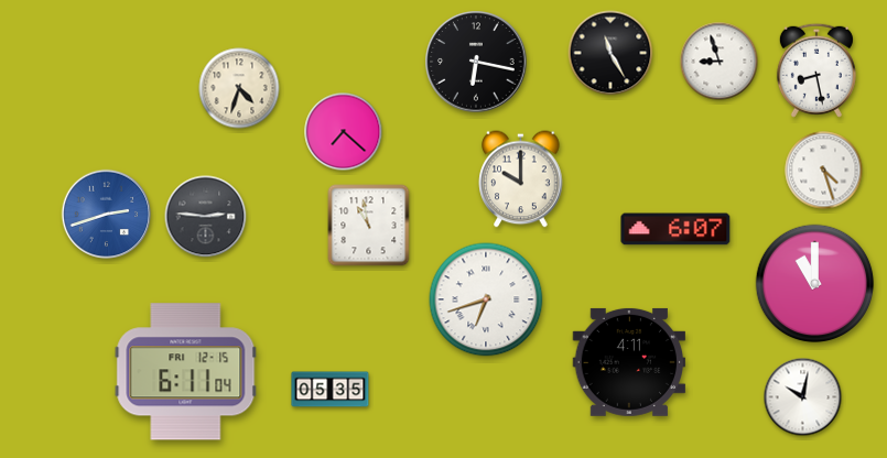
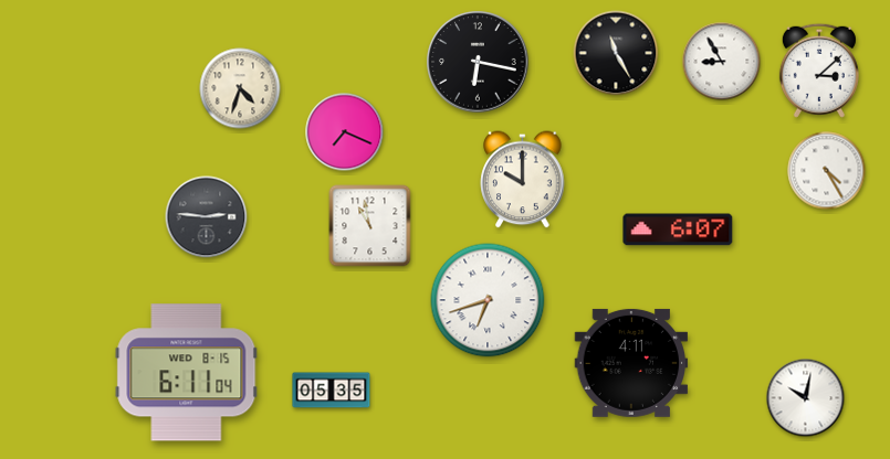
clock at (610, 53) position: (610, 53) -> (616, 53)
clock at (720, 62): 8:57 -> 8:55
clock at (816, 70): 8:28 -> 3:08
clock at (344, 132): 7:22 -> 7:19
clock at (824, 171): 4:27 -> 4:25
clock at (107, 215): 2:42 -> none
clock at (815, 284): 11:00 -> none
clock at (186, 372) date: FRI 12-15 -> WED 8-15
